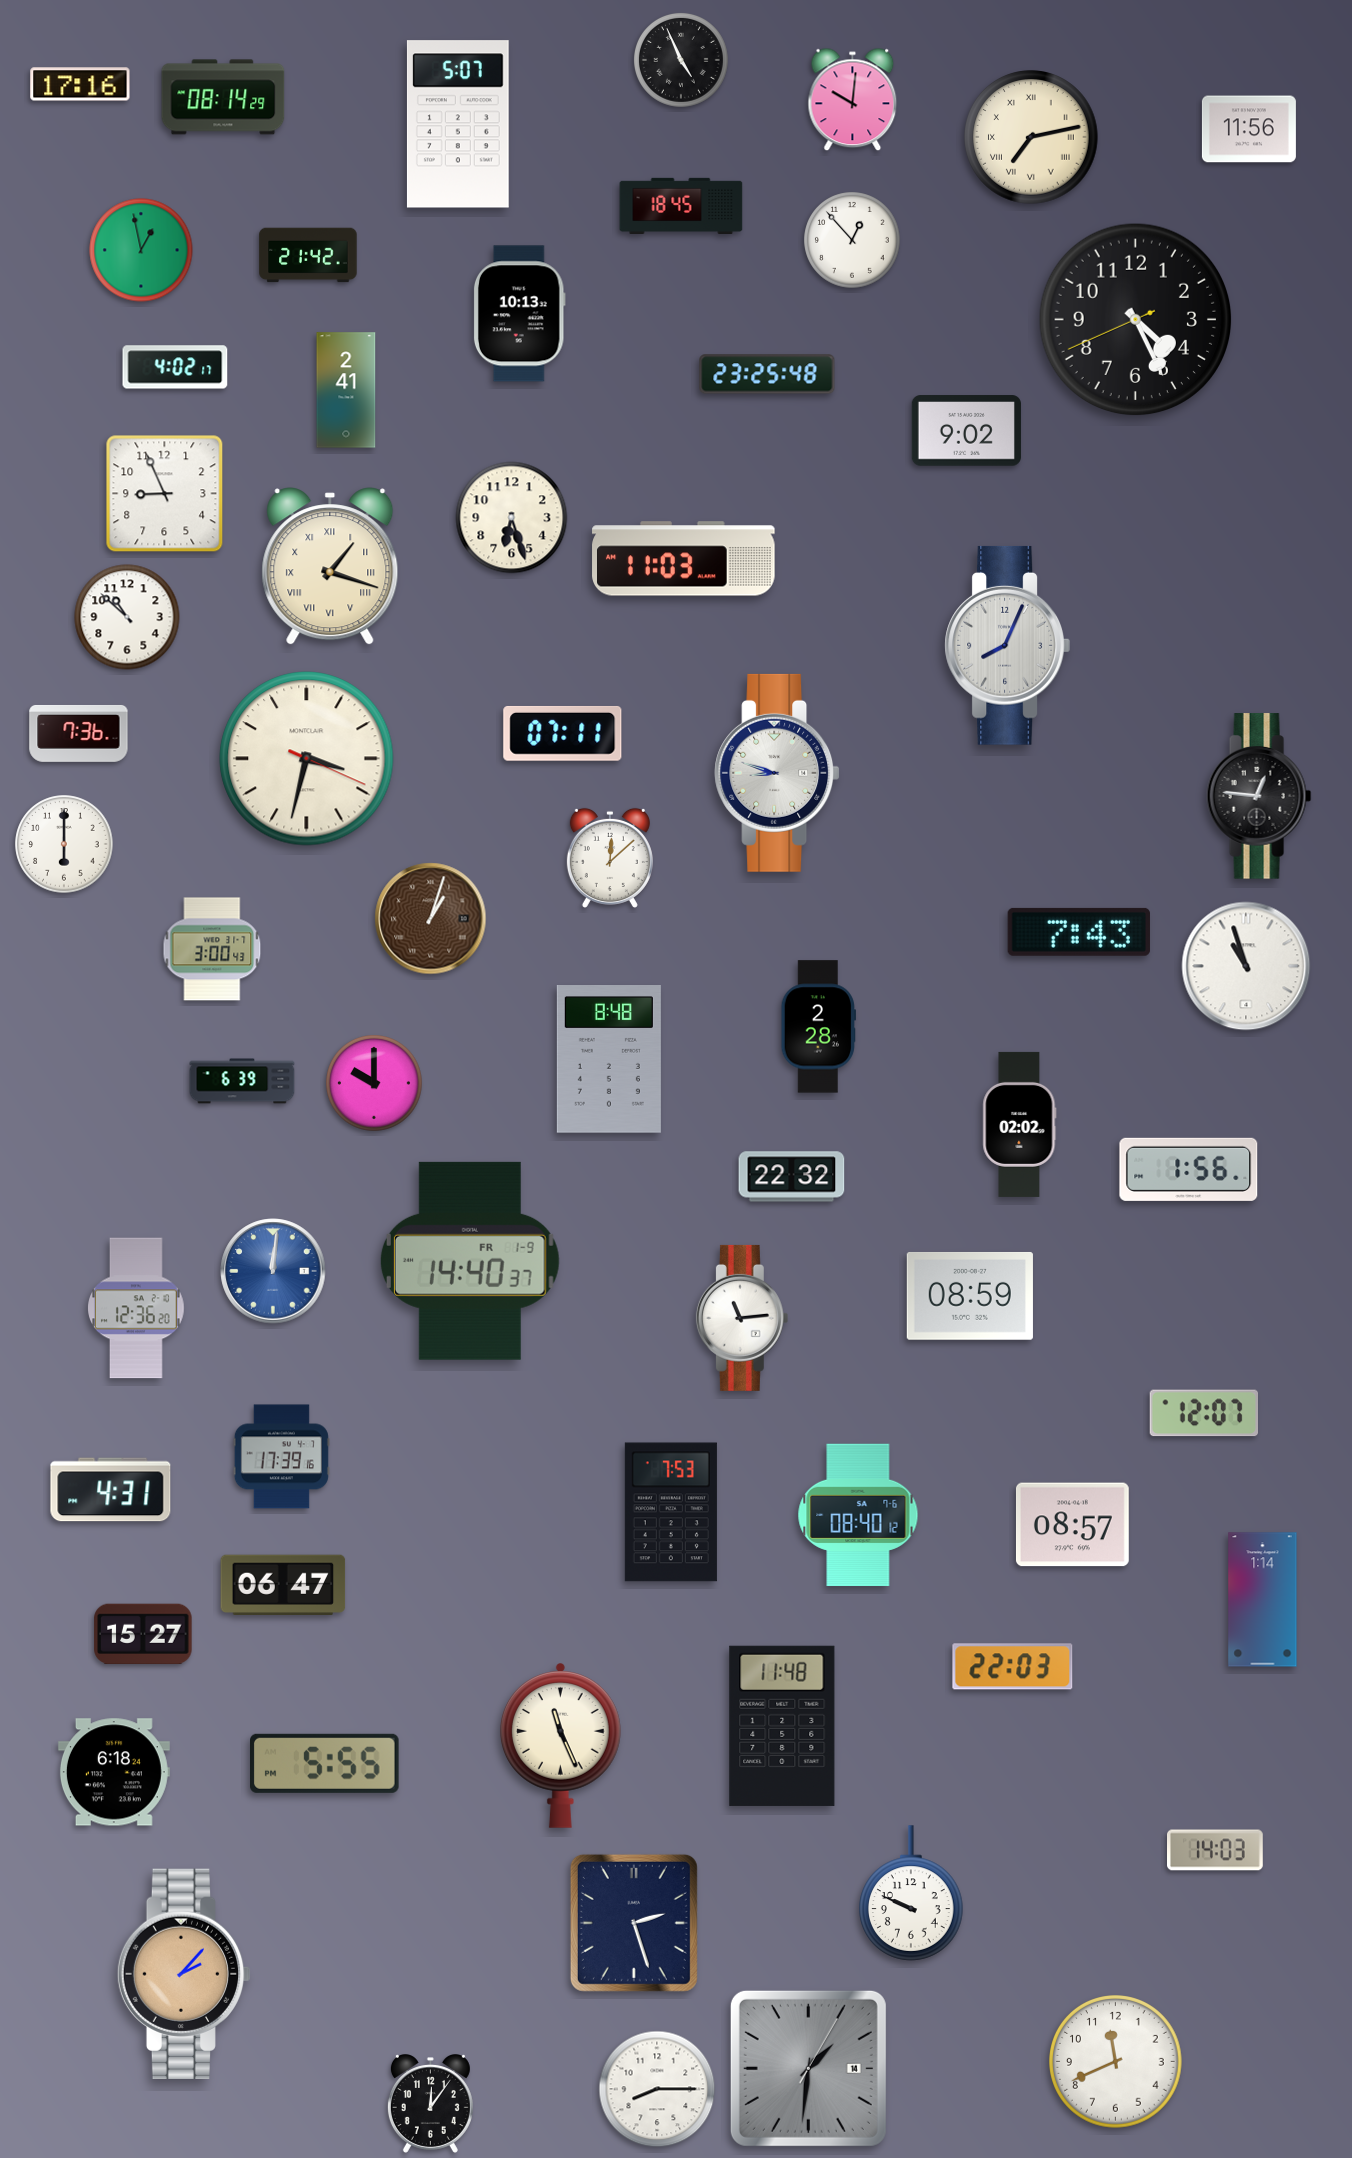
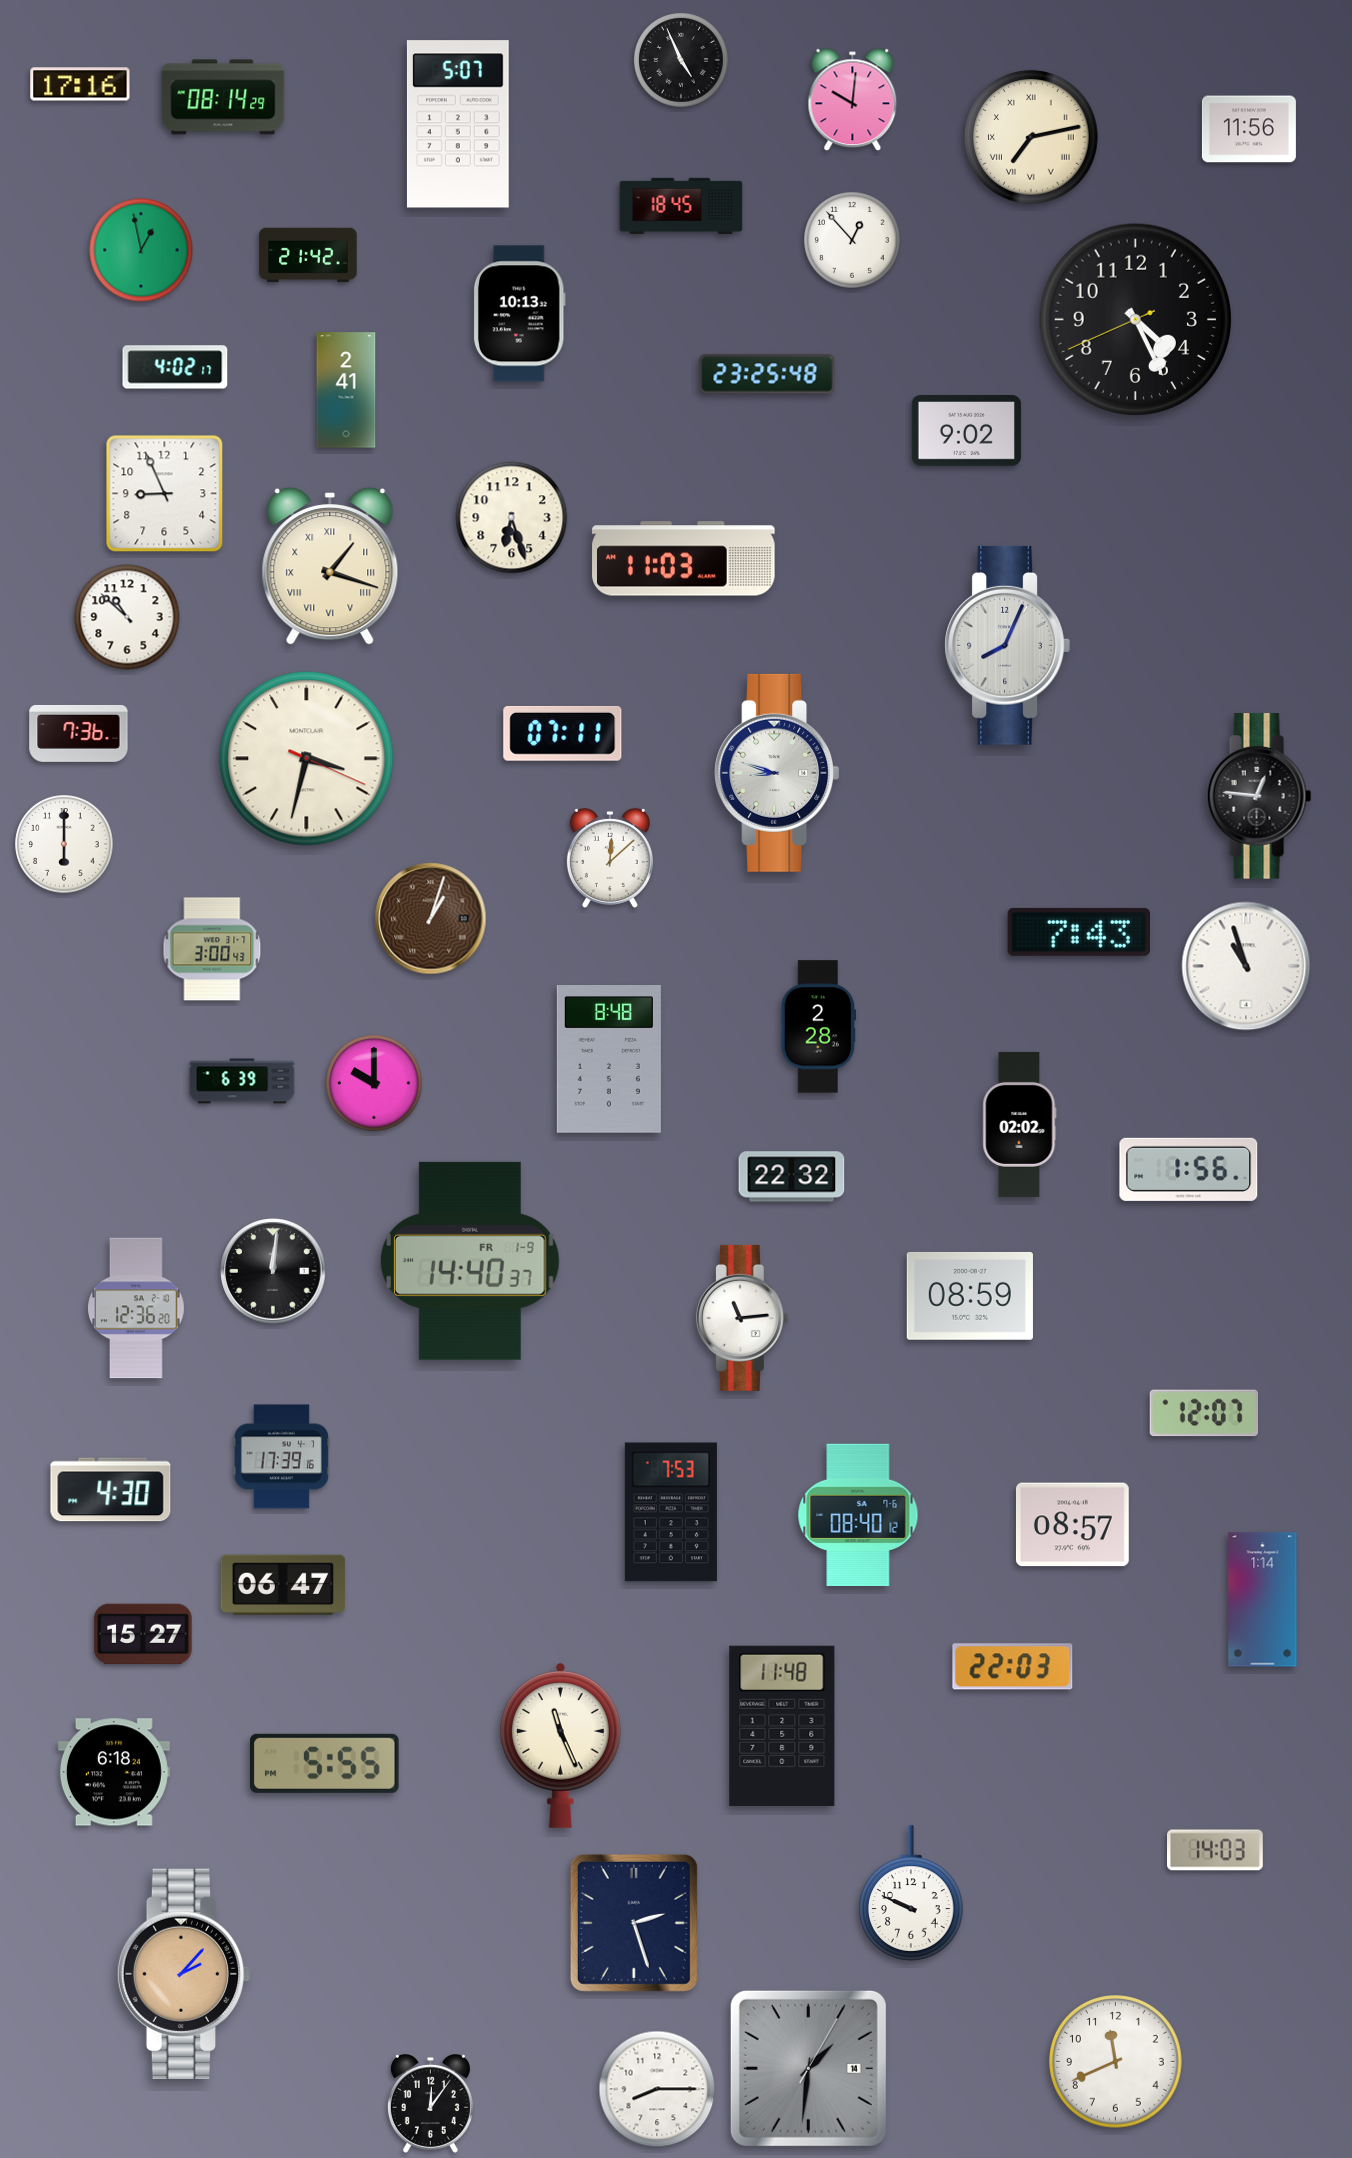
clock at (273, 1271) dial: blue -> black
clock at (111, 1490): 4:31 -> 4:30
